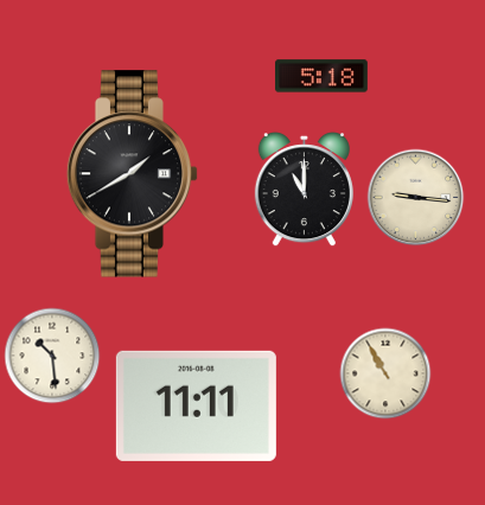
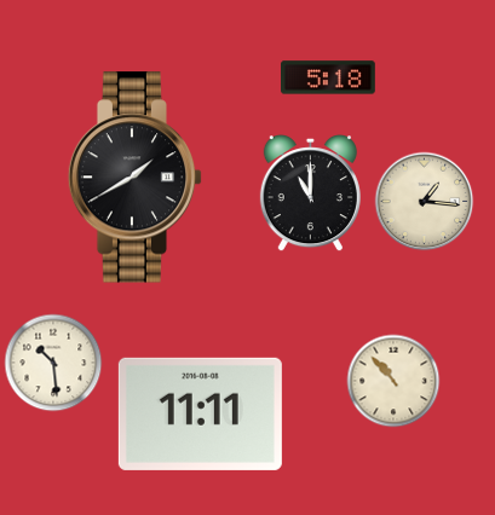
clock at (416, 198): 9:16 -> 1:16
clock at (385, 373): 10:55 -> 10:53
